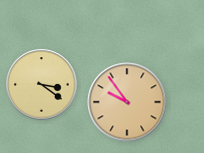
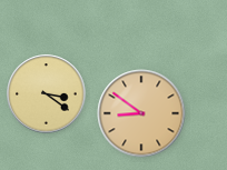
clock at (127, 102): 9:54 -> 8:51
